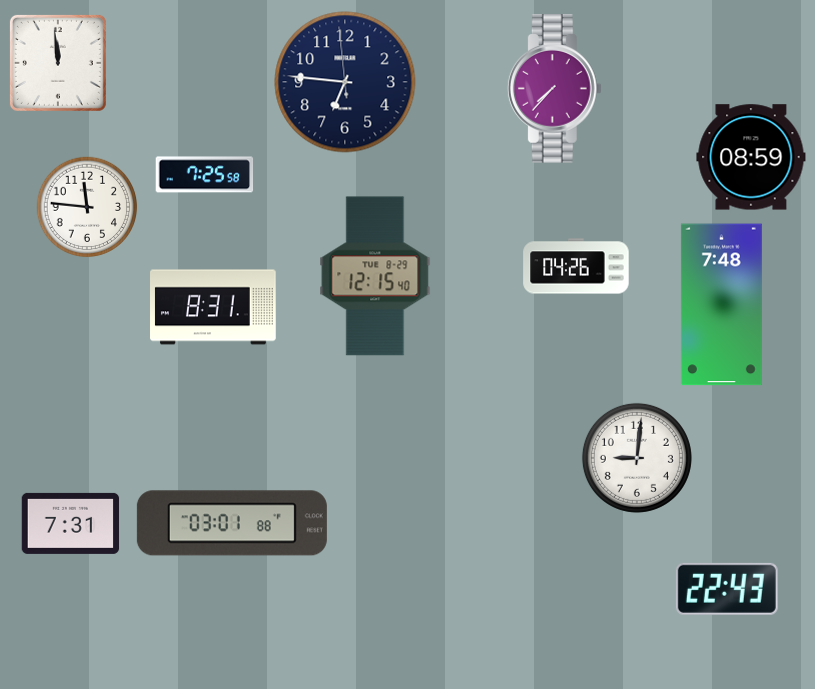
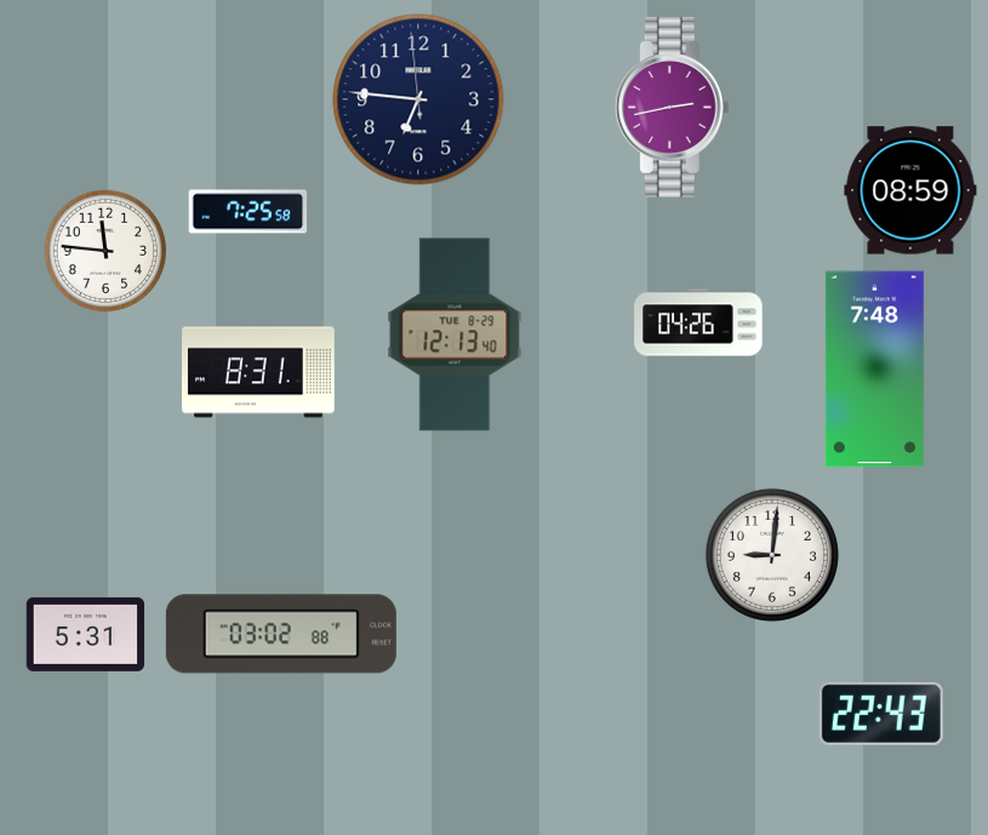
clock at (58, 63): 11:59 -> none
clock at (554, 89): 7:37 -> 2:43
clock at (375, 276): 12:15 -> 12:13
clock at (71, 523): 7:31 -> 5:31
clock at (232, 523): 03:01 -> 03:02
